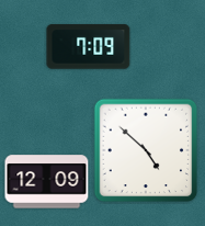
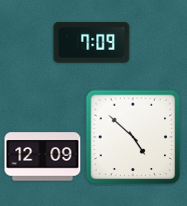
clock at (89, 47) position: (89, 47) -> (92, 43)
clock at (47, 182) position: (47, 182) -> (43, 157)
